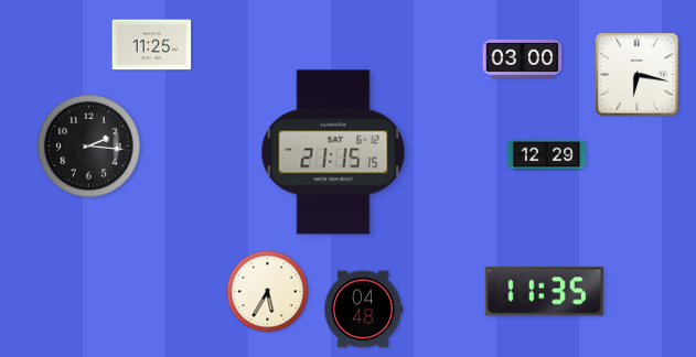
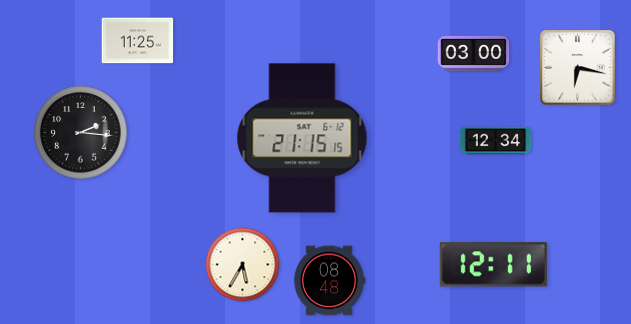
clock at (547, 155): 12:29 -> 12:34
clock at (544, 292): 11:35 -> 12:11
clock at (363, 310): 04:48 -> 08:48
